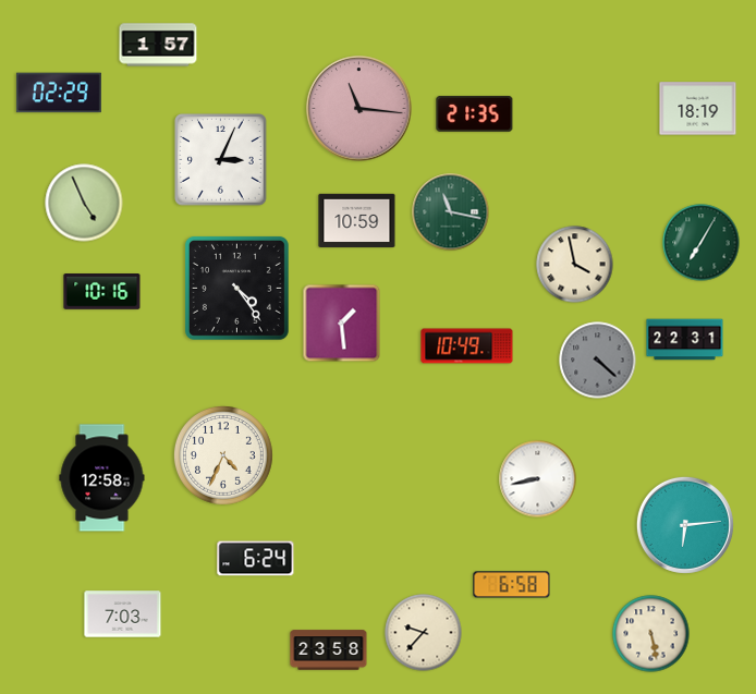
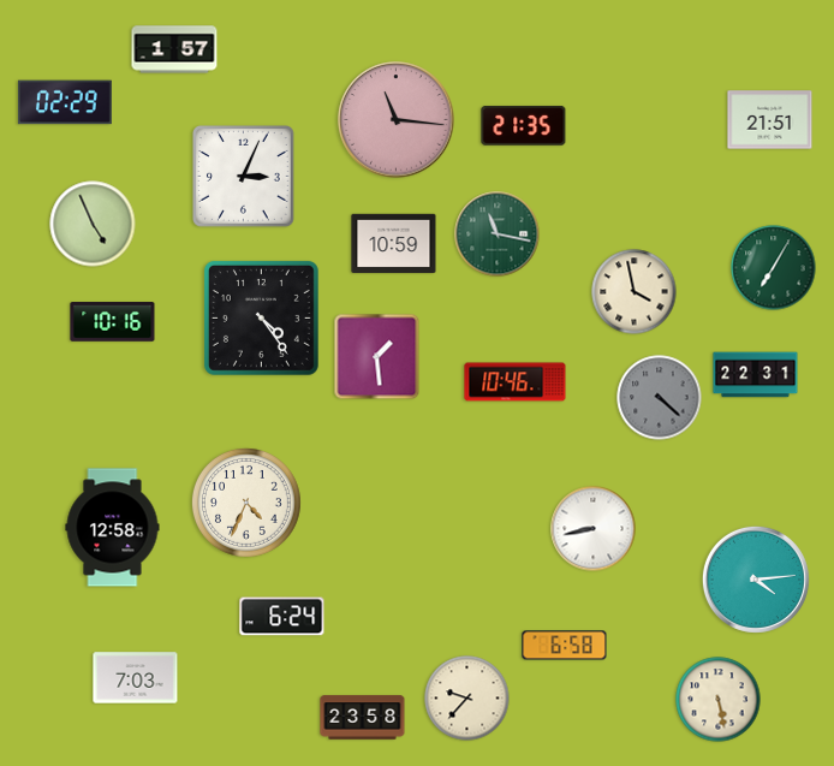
clock at (698, 109): 18:19 -> 21:51
clock at (467, 346): 10:49 -> 10:46
clock at (685, 525): 6:14 -> 4:14
